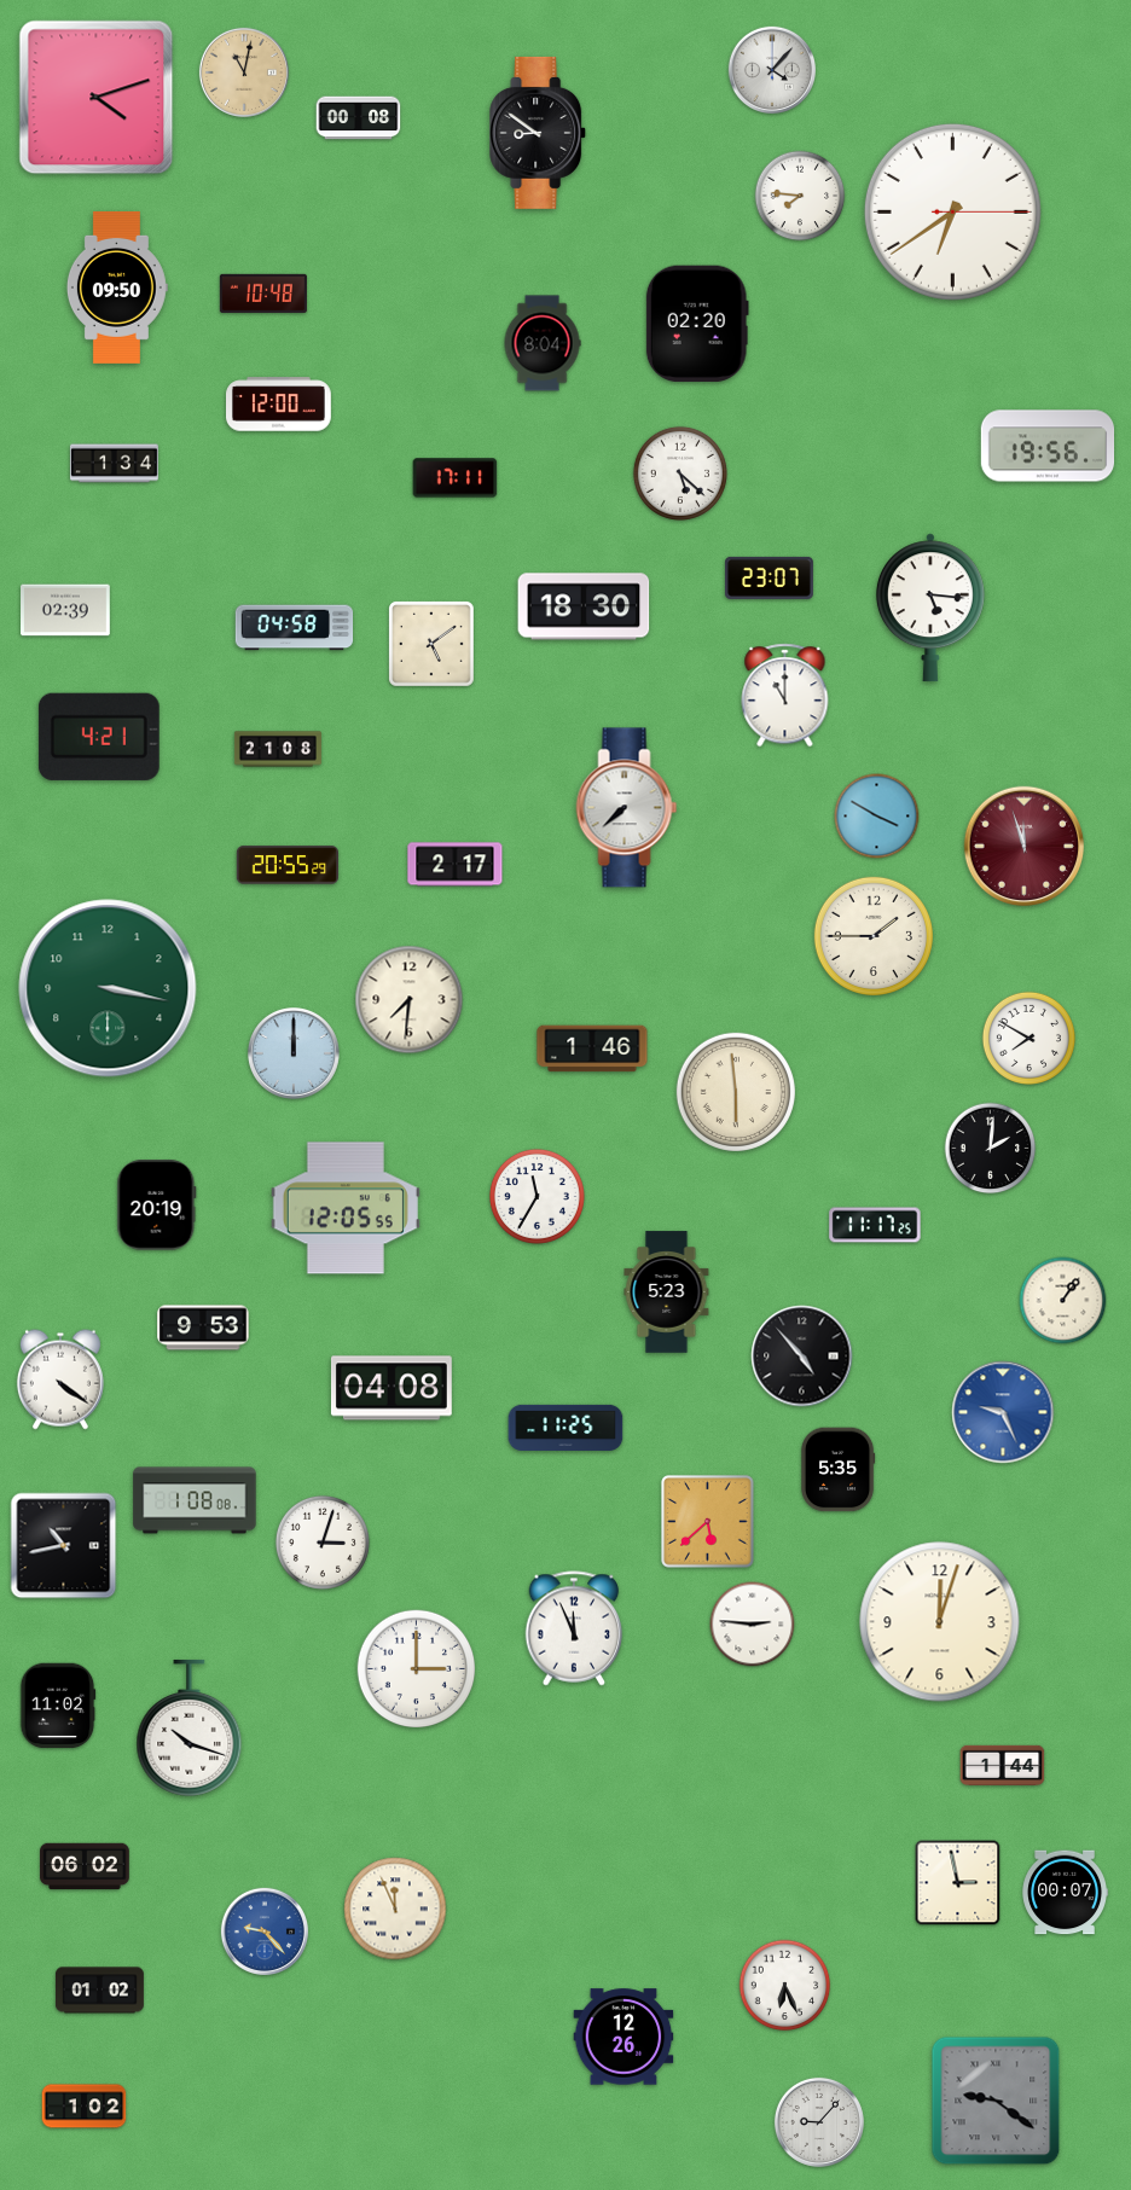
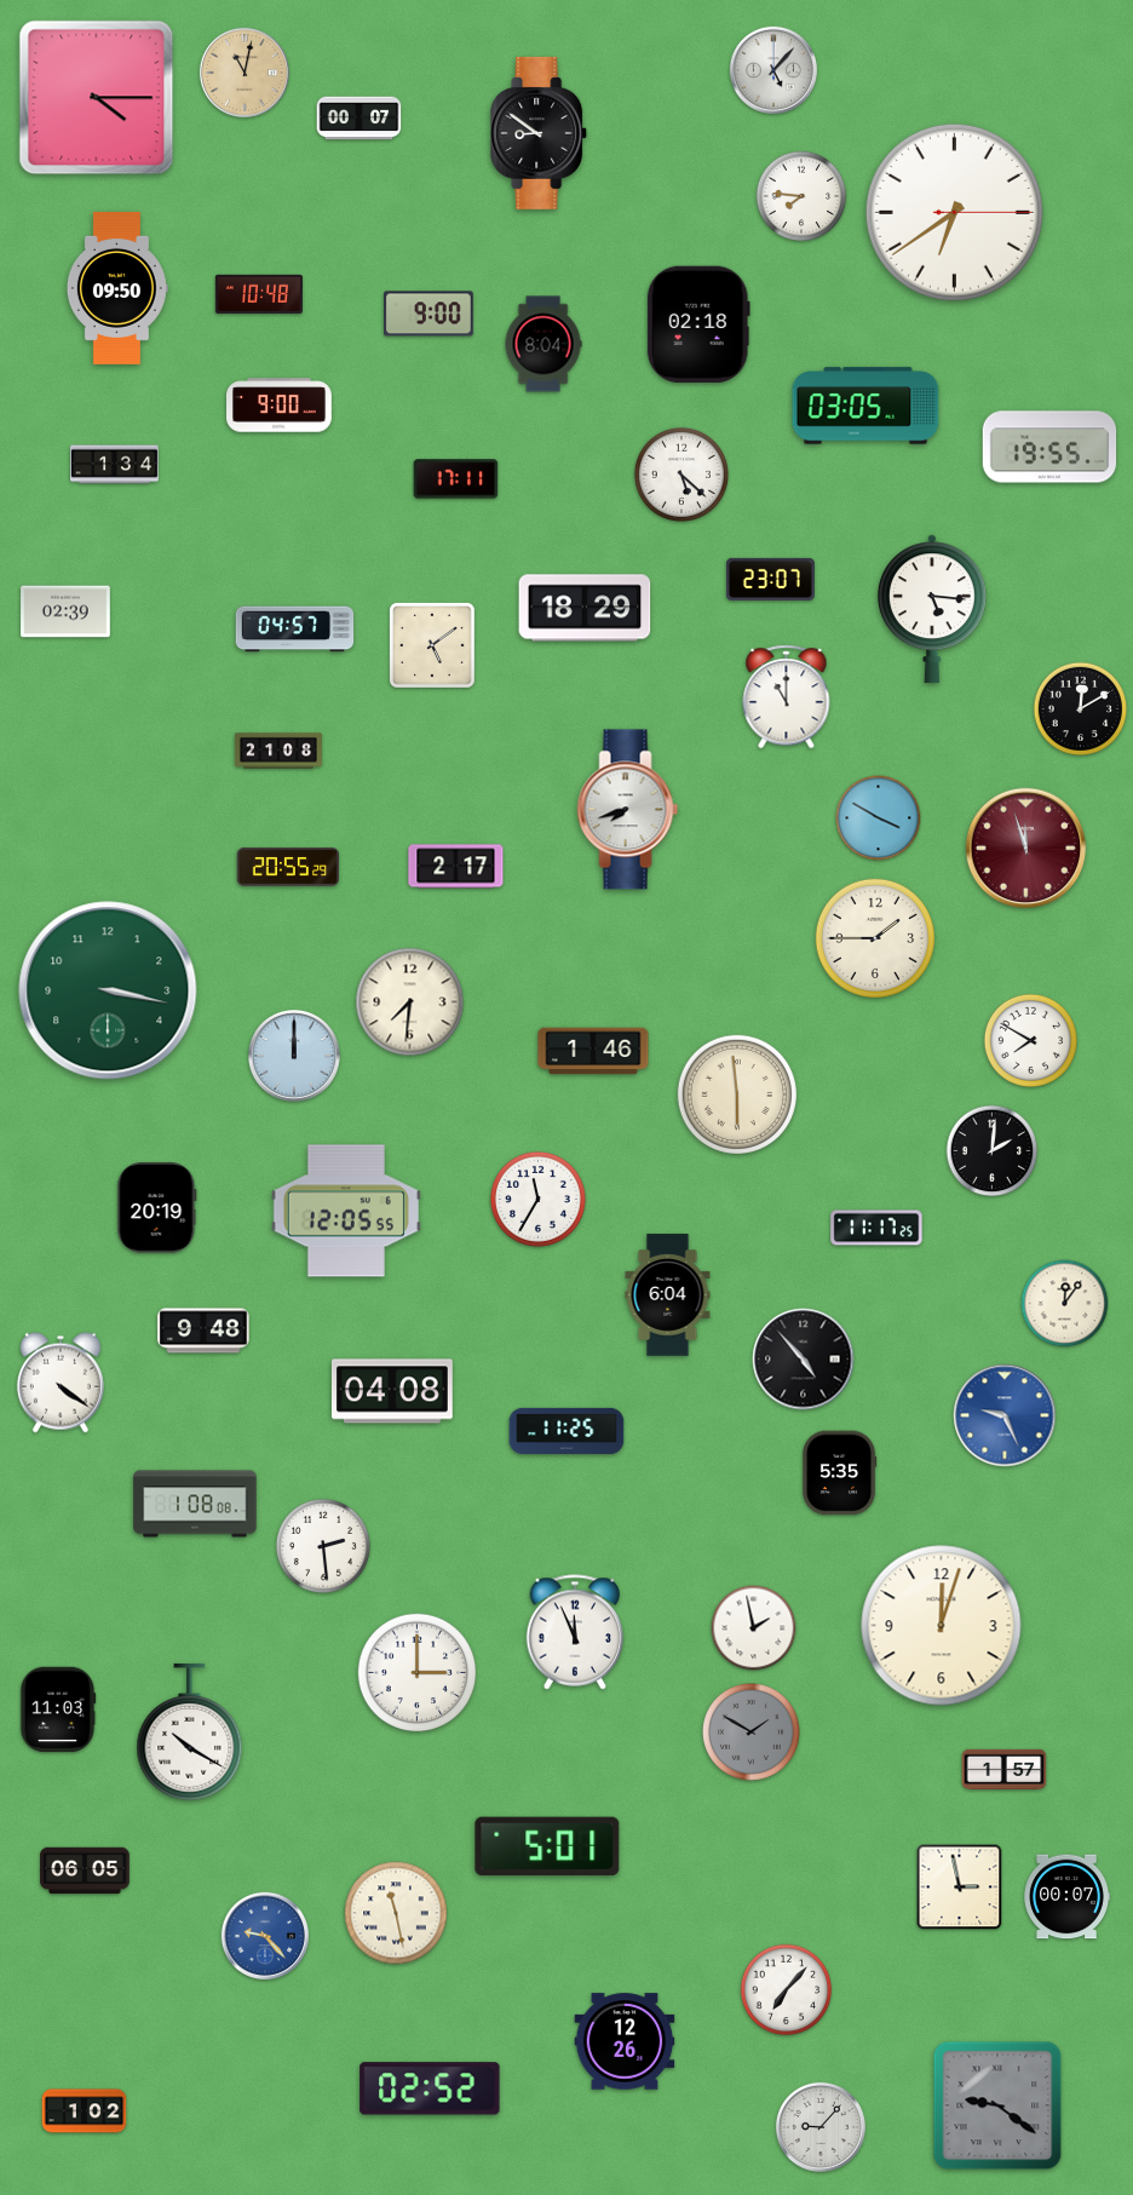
clock at (771, 69): 4:07 -> 5:07
clock at (97, 98): 4:12 -> 4:15
clock at (359, 118): 00:08 -> 00:07
clock at (263, 294) position: (263, 294) -> (259, 294)
clock at (430, 314): none -> 9:00
clock at (697, 324): 02:20 -> 02:18
clock at (279, 405): 12:00 -> 9:00
clock at (865, 406): none -> 03:05
clock at (1048, 446): 19:56 -> 19:55
clock at (584, 606): 18:30 -> 18:29
clock at (295, 628): 04:58 -> 04:57
clock at (1080, 708): none -> 12:10
clock at (99, 737): 4:21 -> none
clock at (627, 808): 7:38 -> 7:42
clock at (667, 1292): 5:23 -> 6:04
clock at (1063, 1301): 1:06 -> 12:06
clock at (203, 1328): 9:53 -> 9:48
clock at (708, 1522): 5:38 -> none
clock at (323, 1543): 3:03 -> 2:29
clock at (64, 1546): 10:43 -> none
clock at (753, 1625): 2:46 -> 1:58
clock at (58, 1706): 11:02 -> 11:03
clock at (190, 1727): 10:18 -> 10:20
clock at (752, 1733): none -> 1:50
clock at (1003, 1765): 1:44 -> 1:57
clock at (547, 1846): none -> 5:01
clock at (85, 1866): 06:02 -> 06:05
clock at (395, 1909): 11:56 -> 11:28
clock at (785, 1986): 6:26 -> 7:07
clock at (99, 1991): 01:02 -> none
clock at (430, 2088): none -> 02:52
